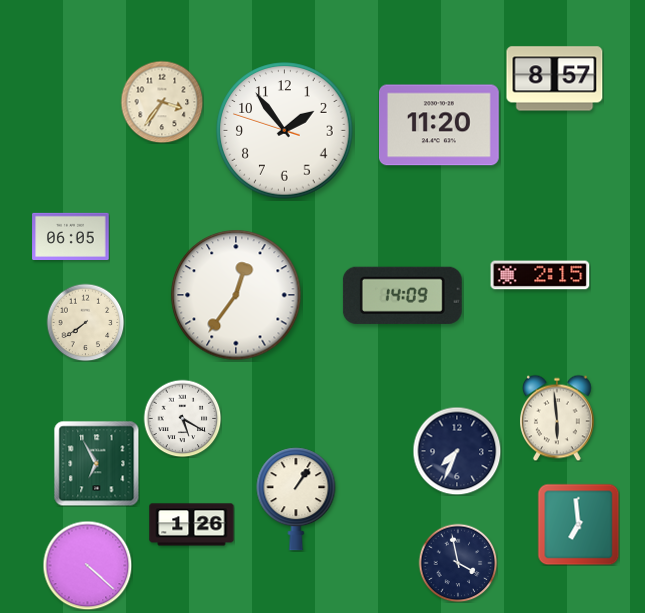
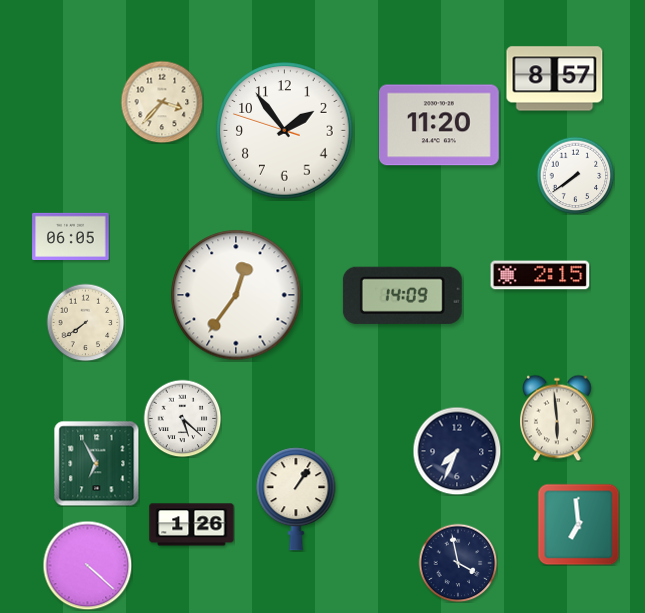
clock at (162, 102): 3:36 -> 3:37
clock at (575, 175): none -> 7:39
clock at (182, 418): 5:20 -> 5:22
